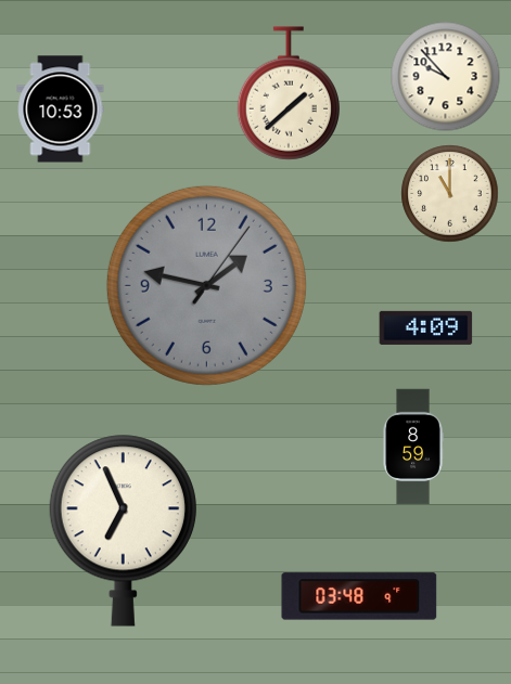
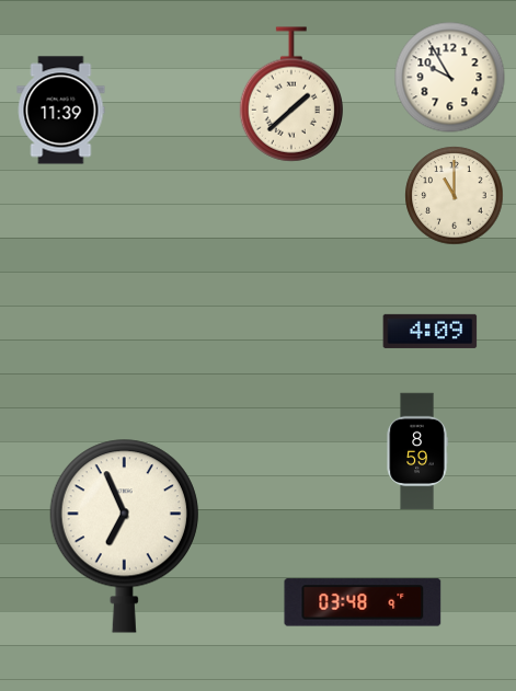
clock at (446, 77): 9:53 -> 9:55
clock at (61, 109): 10:53 -> 11:39
clock at (206, 285): 1:47 -> none
